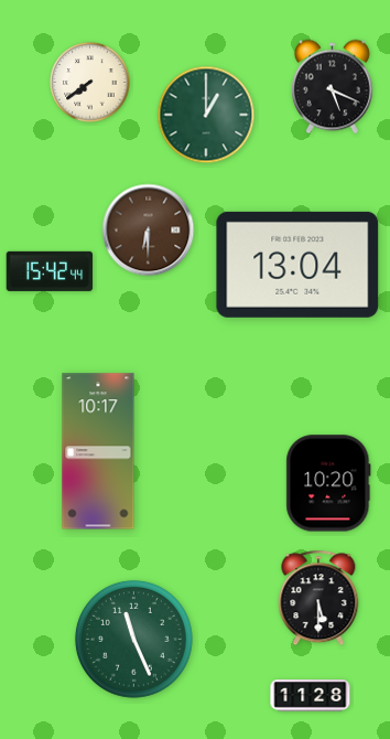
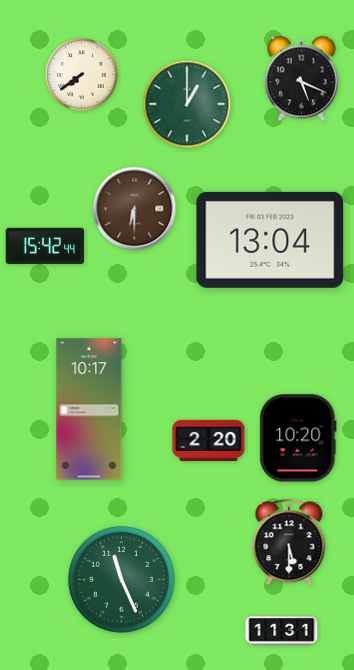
clock at (209, 441): none -> 2:20
clock at (311, 696): 11:28 -> 11:31
